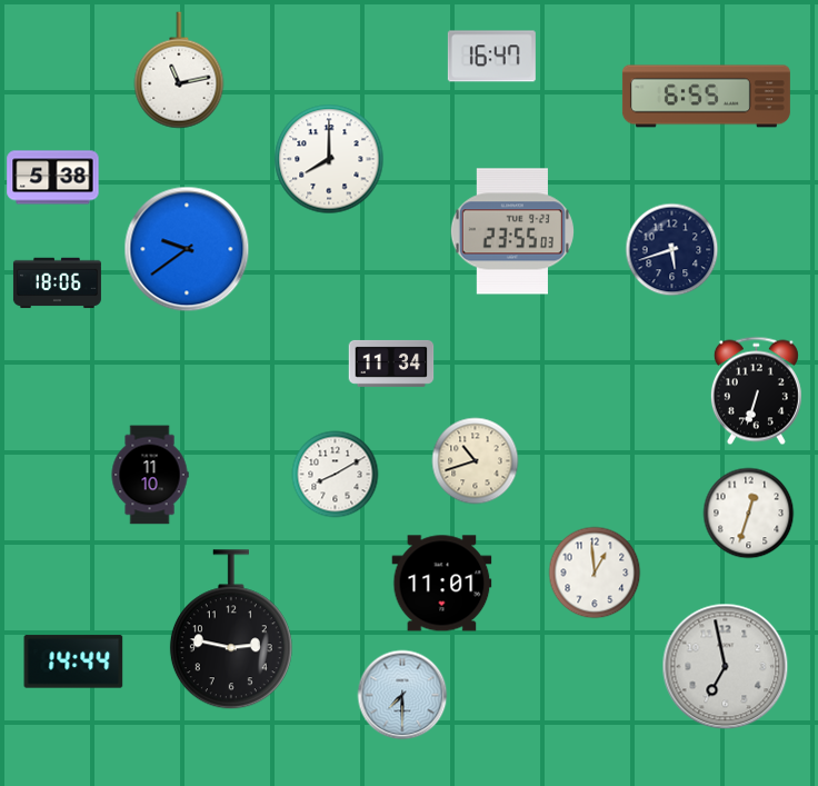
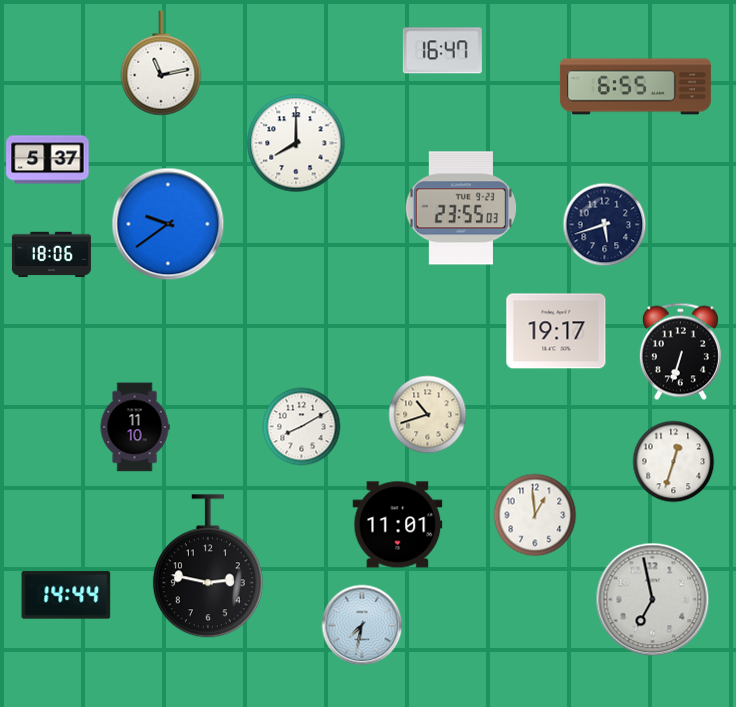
clock at (53, 178): 5:38 -> 5:37
clock at (391, 364): 11:34 -> none
clock at (556, 331): none -> 19:17
clock at (402, 695): 7:30 -> 7:32
